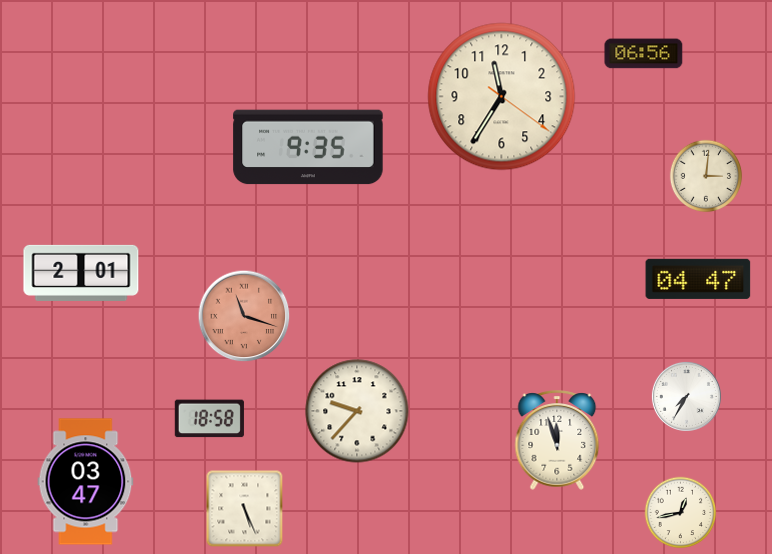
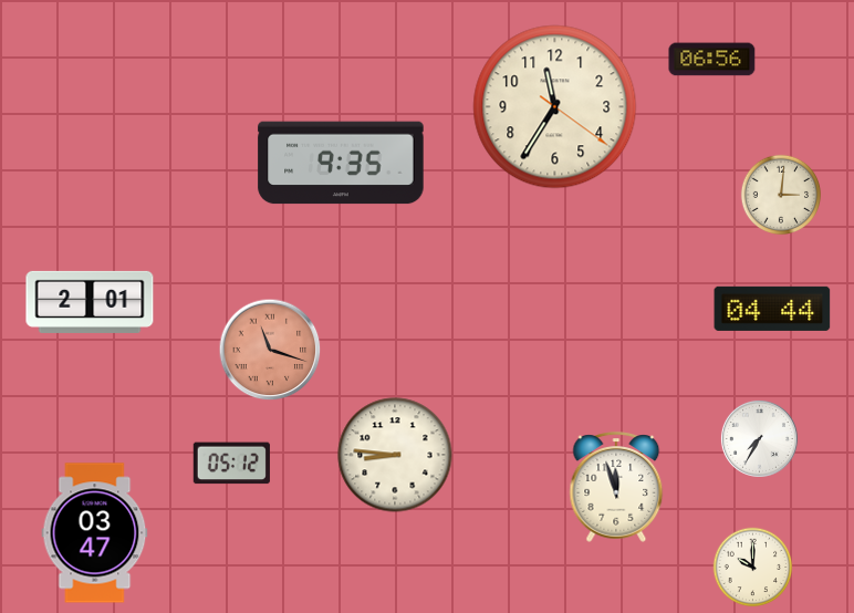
clock at (698, 279): 04:47 -> 04:44
clock at (357, 411): 9:37 -> 8:46
clock at (209, 419): 18:58 -> 05:12
clock at (245, 509): 5:26 -> none
clock at (681, 513): 12:43 -> 10:00
